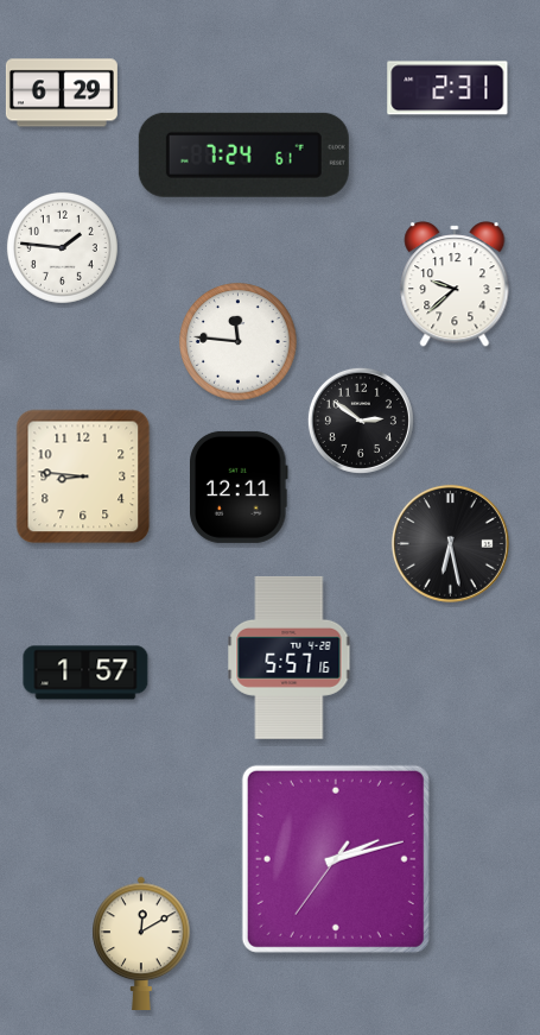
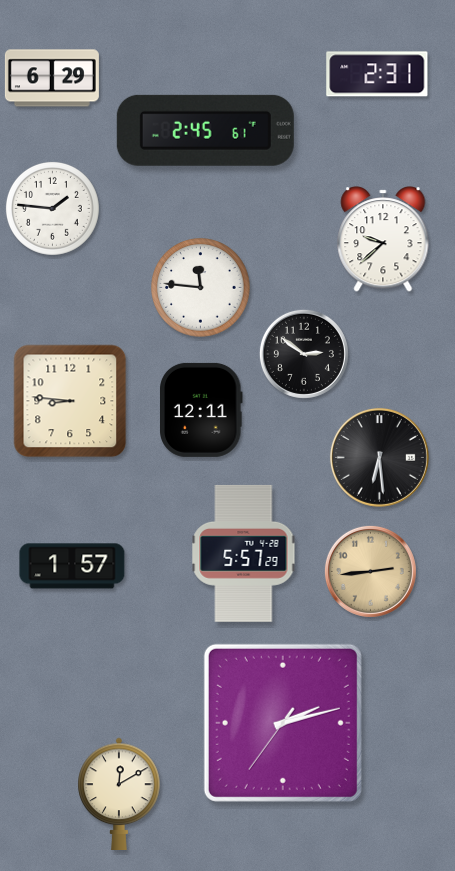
clock at (243, 154): 7:24 -> 2:45
clock at (450, 543): 6:28 -> 6:29
clock at (290, 657): 5:57:16 -> 5:57:29
clock at (370, 571): none -> 2:44
